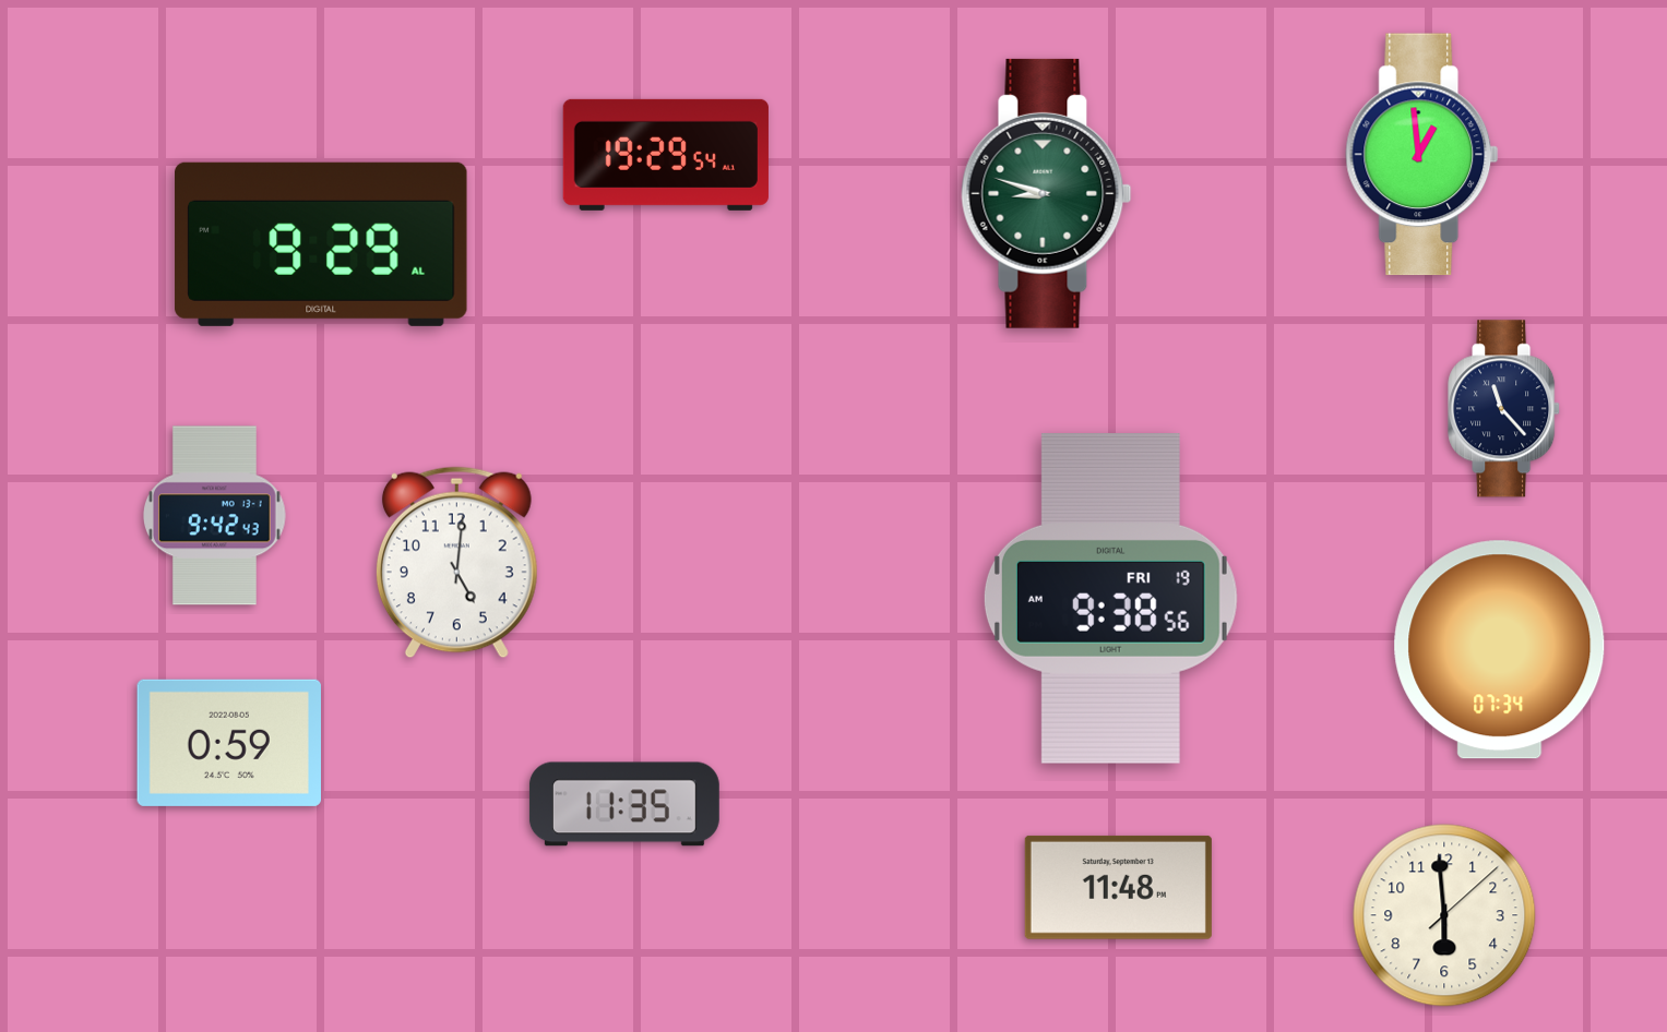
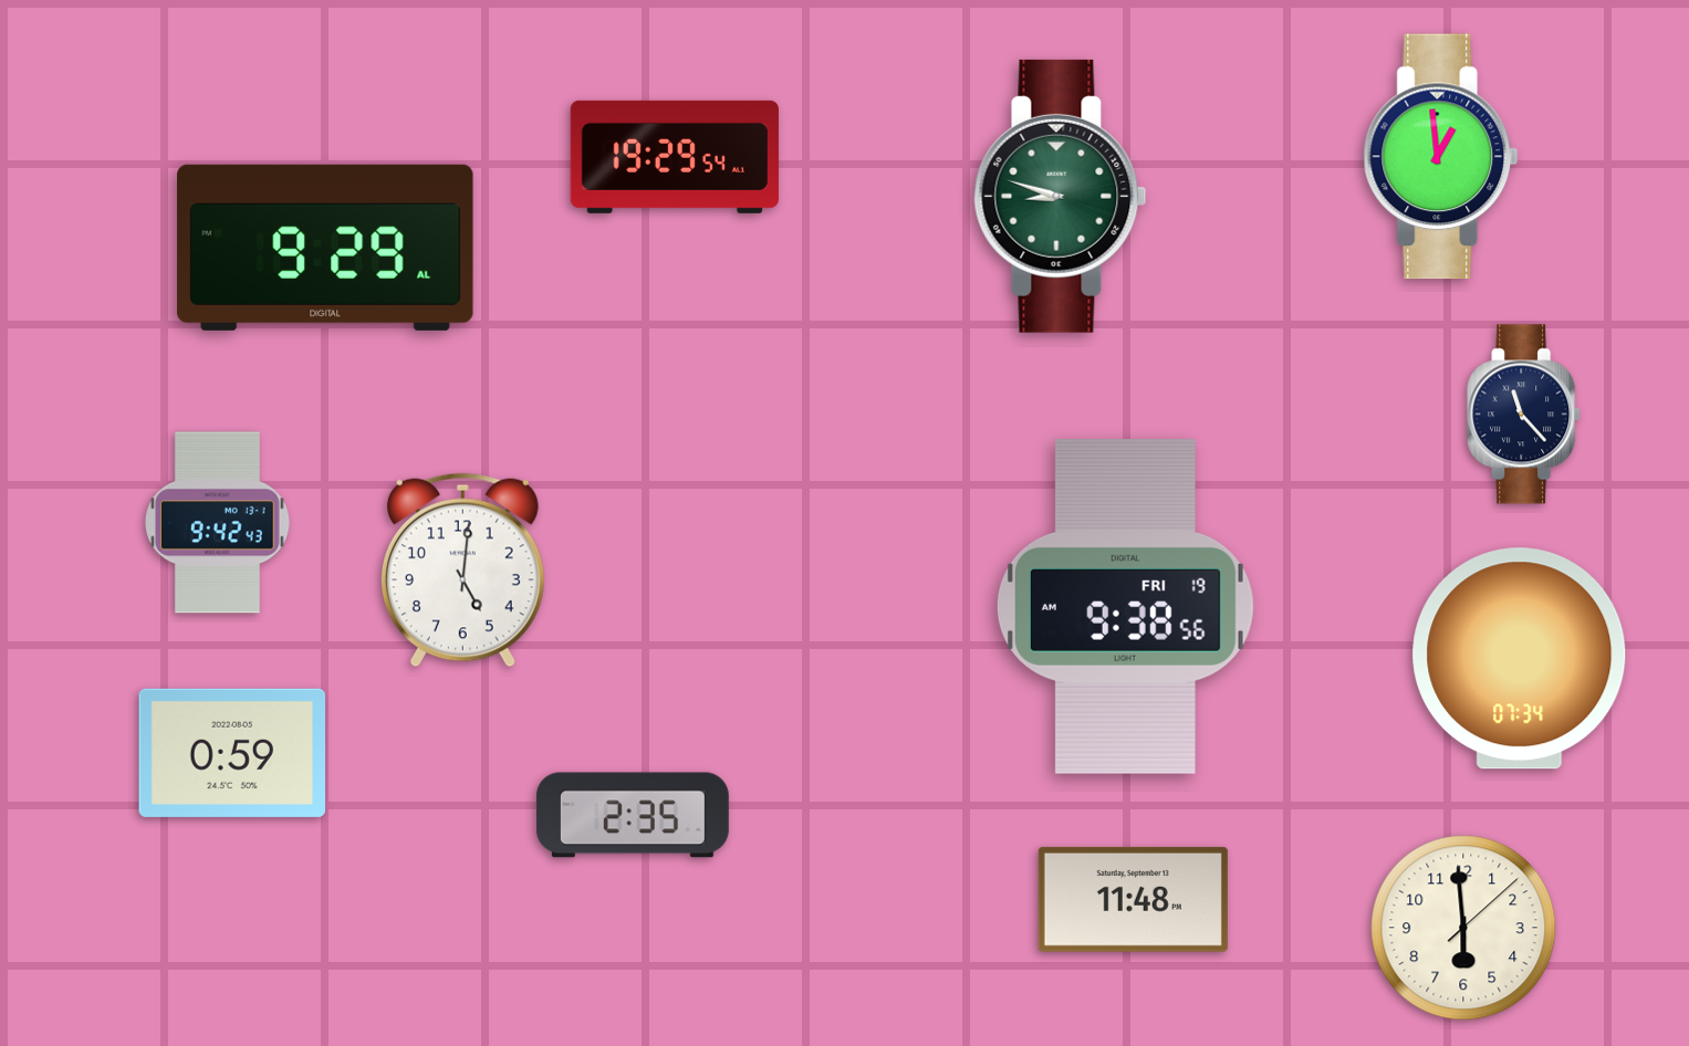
clock at (624, 804): 11:35 -> 2:35
